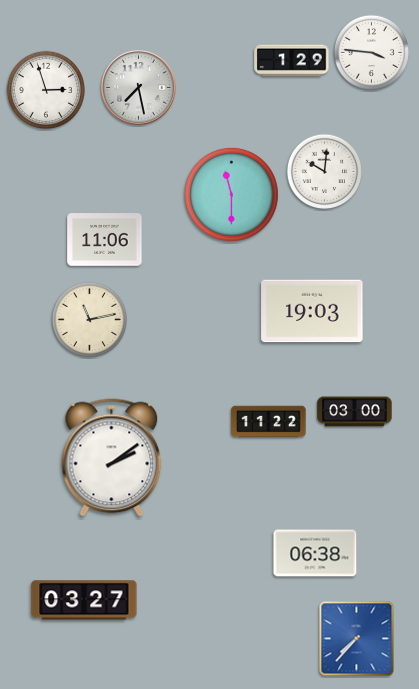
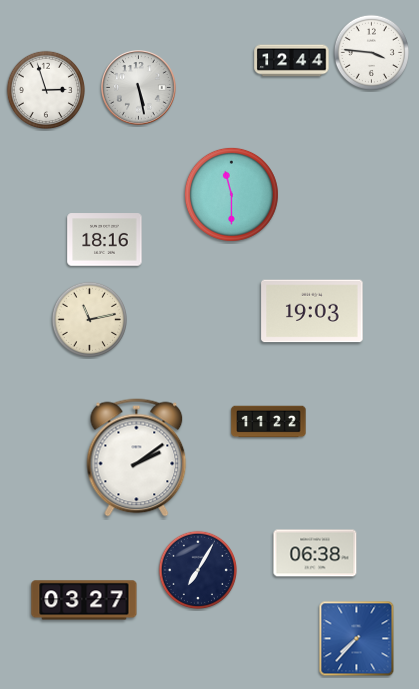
clock at (292, 61): 1:29 -> 12:44
clock at (139, 88): 7:28 -> 5:28
clock at (324, 171): 10:01 -> none
clock at (105, 240): 11:06 -> 18:16
clock at (355, 412): 03:00 -> none
clock at (112, 458) position: (112, 458) -> (137, 458)
clock at (197, 569): none -> 7:05
